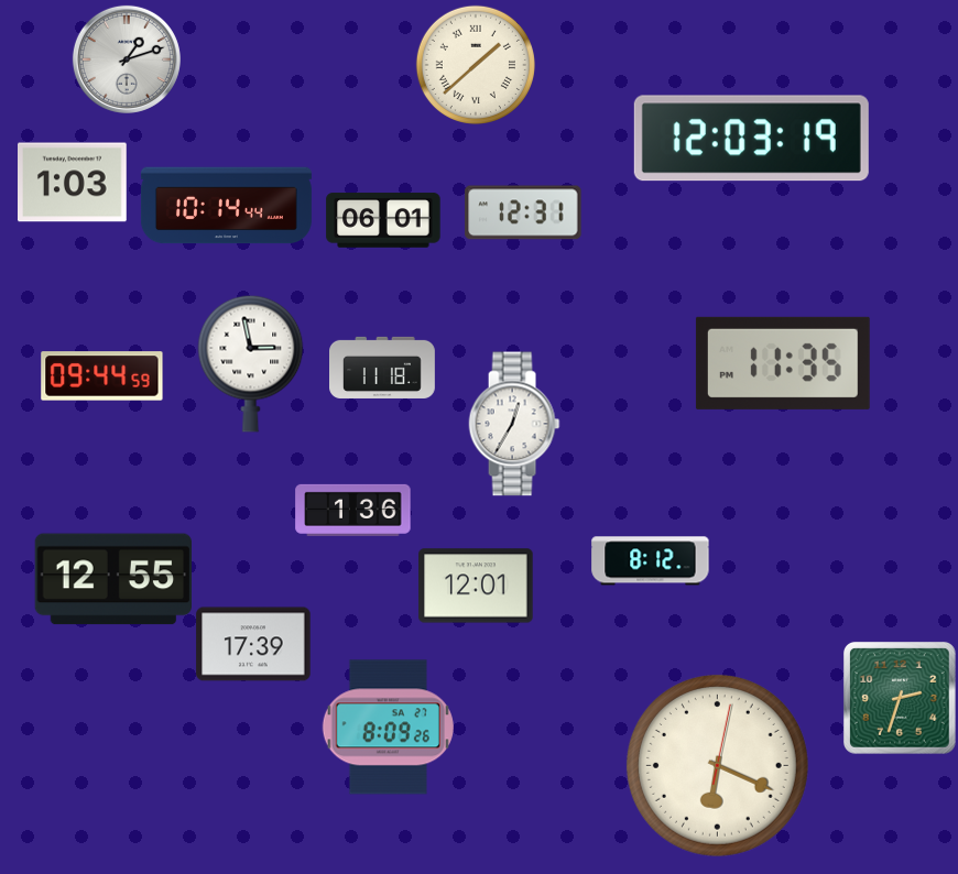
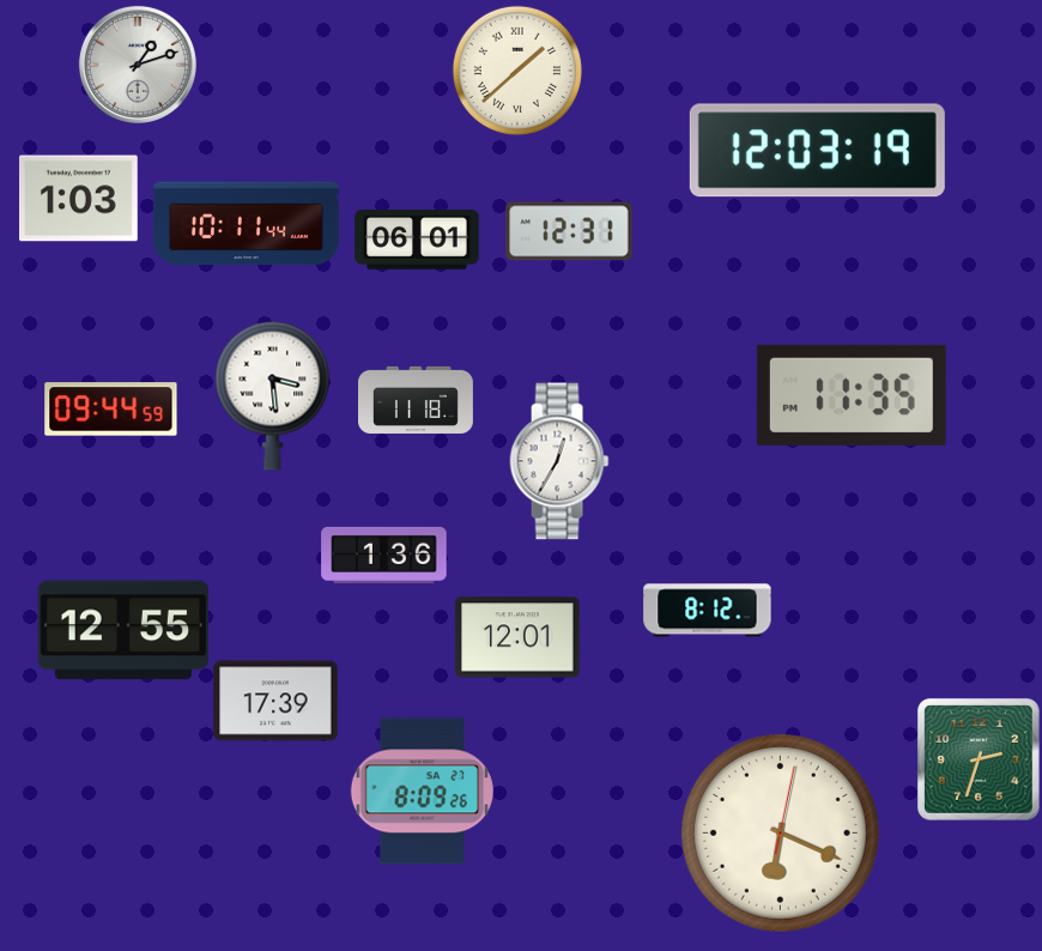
clock at (226, 206): 10:14 -> 10:11
clock at (251, 363): 2:58 -> 3:29
